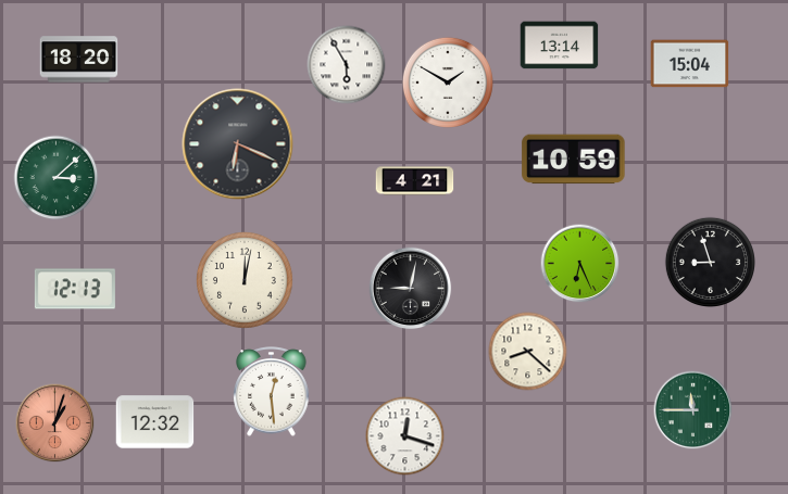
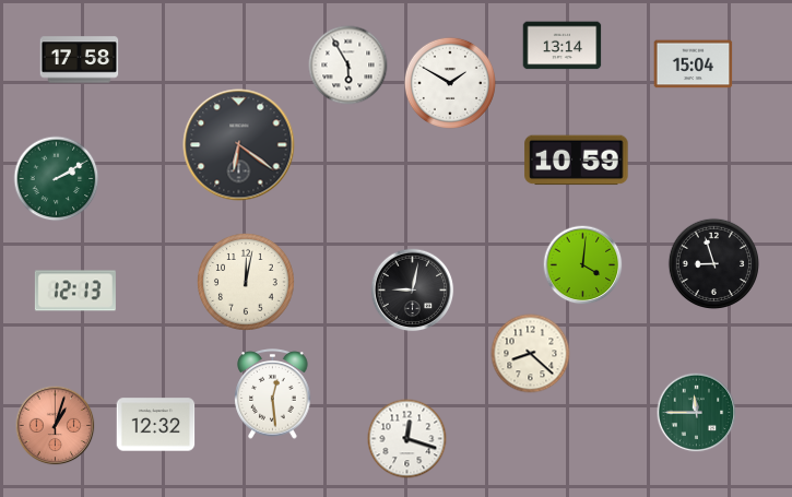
clock at (79, 60): 18:20 -> 17:58
clock at (238, 144): 6:19 -> 6:21
clock at (57, 178): 3:08 -> 2:10
clock at (415, 181): 4:21 -> none
clock at (580, 264): 6:26 -> 4:01
